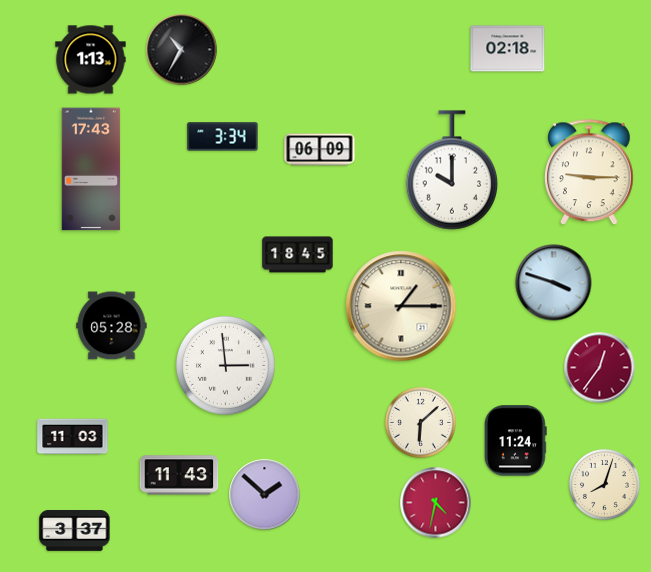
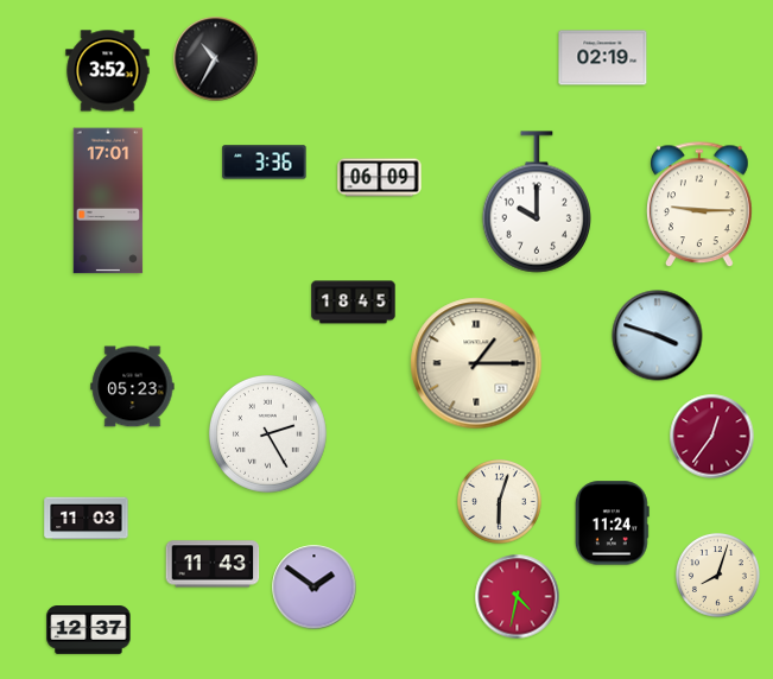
clock at (508, 49): 02:18 -> 02:19
clock at (91, 60): 1:13 -> 3:52
clock at (223, 137): 3:34 -> 3:36
clock at (91, 169): 17:43 -> 17:01
clock at (112, 326): 05:28 -> 05:23
clock at (225, 365): 2:59 -> 2:25
clock at (420, 422): 6:08 -> 6:03
clock at (265, 495): 1:52 -> 1:51
clock at (75, 531): 3:37 -> 12:37
